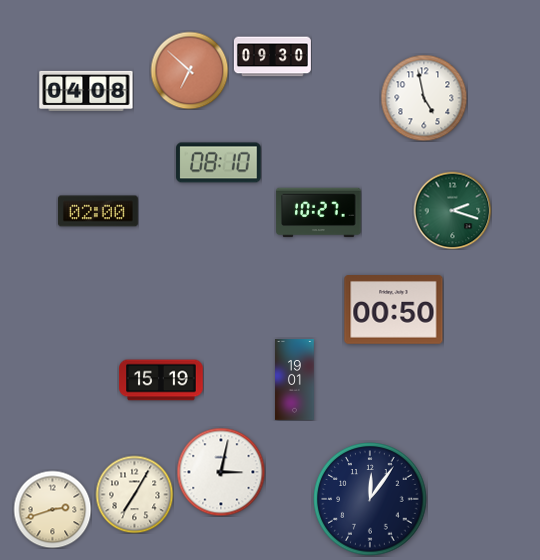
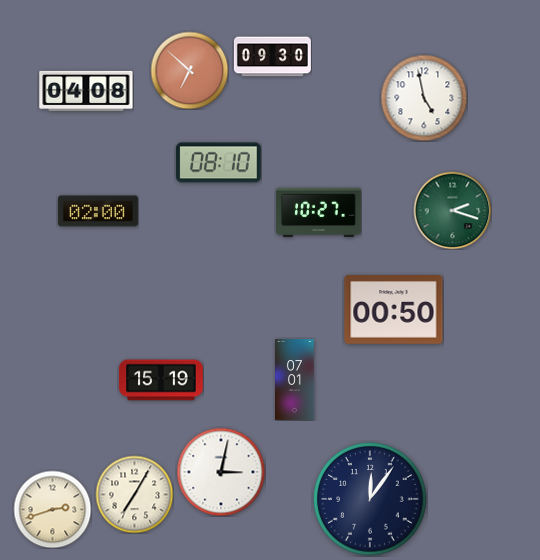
clock at (295, 380): 19:01 -> 07:01
